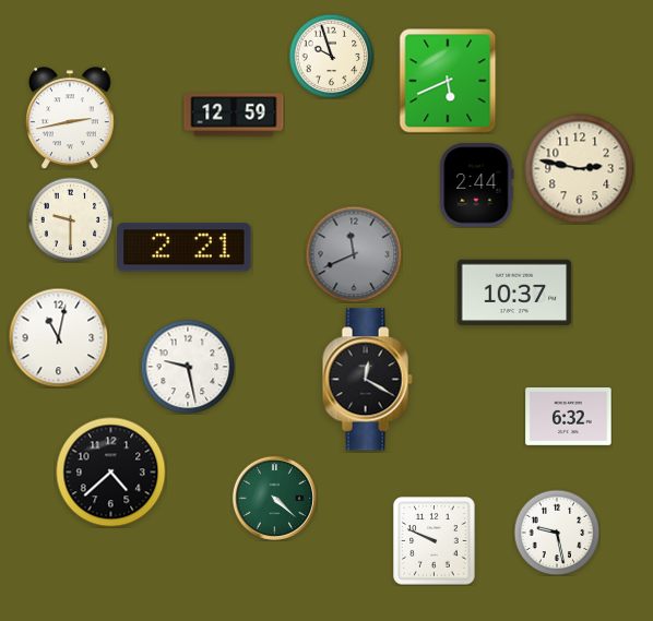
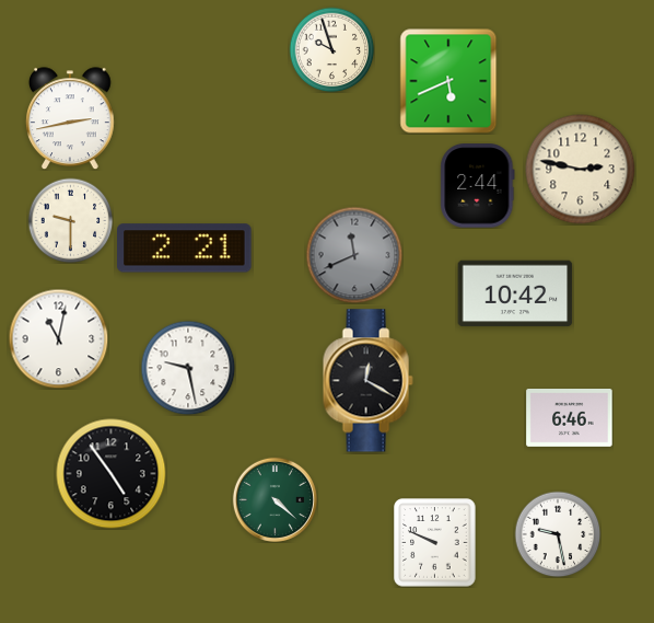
clock at (331, 56) position: (331, 56) -> (331, 49)
clock at (234, 115): 12:59 -> none
clock at (514, 292): 10:37 -> 10:42
clock at (569, 417): 6:32 -> 6:46
clock at (111, 473): 4:38 -> 4:54
